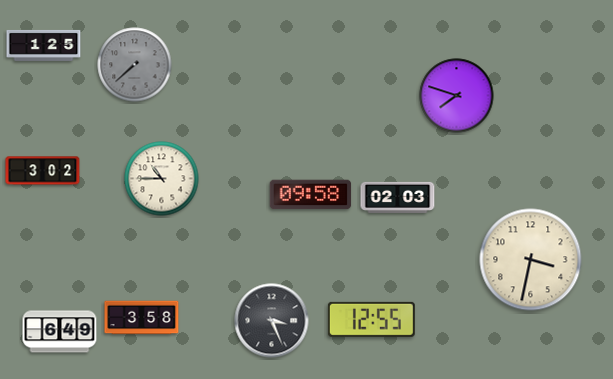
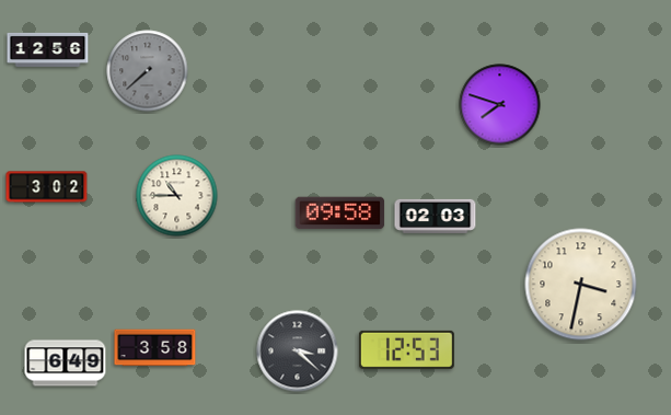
clock at (44, 45): 1:25 -> 12:56
clock at (371, 319): 12:55 -> 12:53
clock at (272, 321): 3:26 -> 3:22
